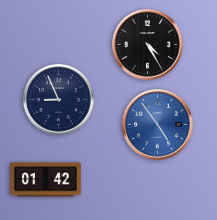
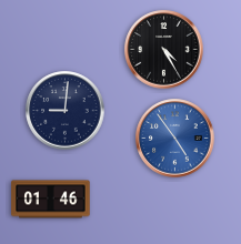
clock at (59, 100): 8:56 -> 9:01
clock at (46, 180): 01:42 -> 01:46
